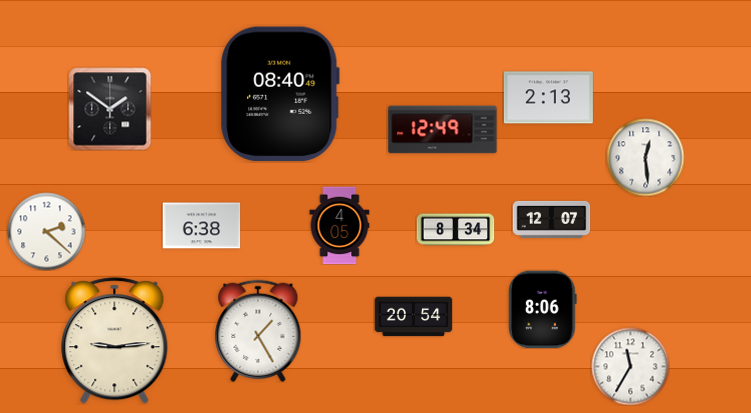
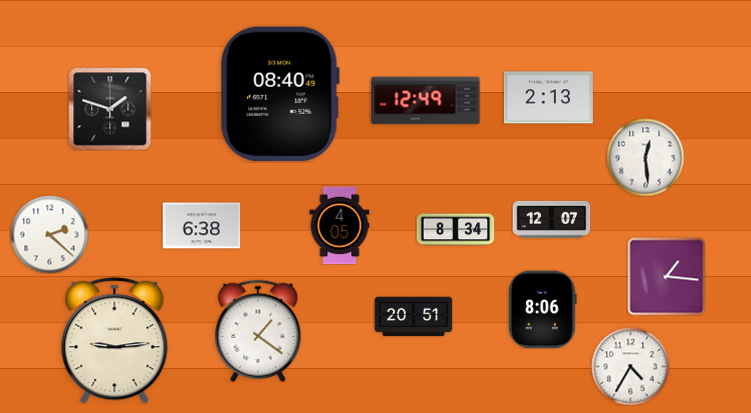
clock at (110, 109): 1:51 -> 1:48
clock at (443, 130) position: (443, 130) -> (426, 101)
clock at (46, 231) position: (46, 231) -> (49, 234)
clock at (666, 276): none -> 1:16
clock at (413, 317): 20:54 -> 20:51
clock at (258, 330): 1:25 -> 1:21
clock at (630, 366): 11:35 -> 4:35
